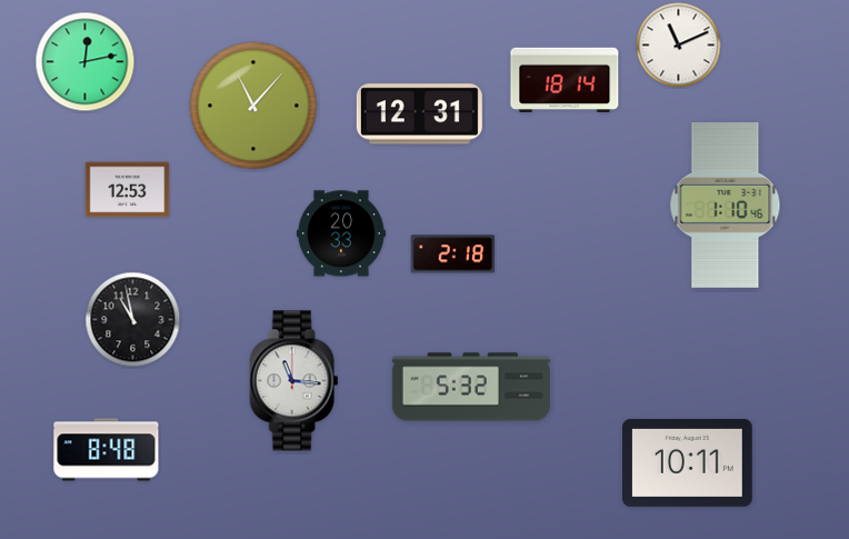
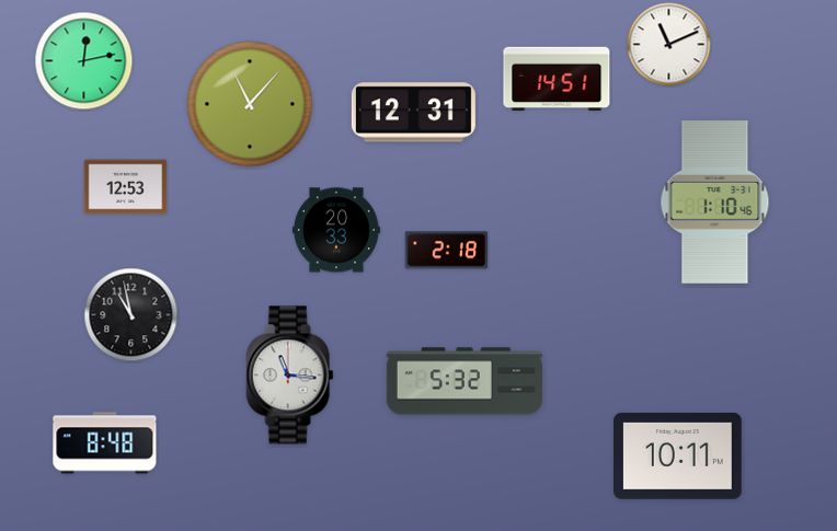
clock at (565, 79): 18:14 -> 14:51
